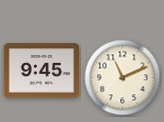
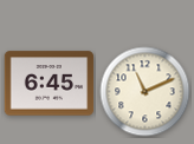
clock at (42, 71): 9:45 -> 6:45
